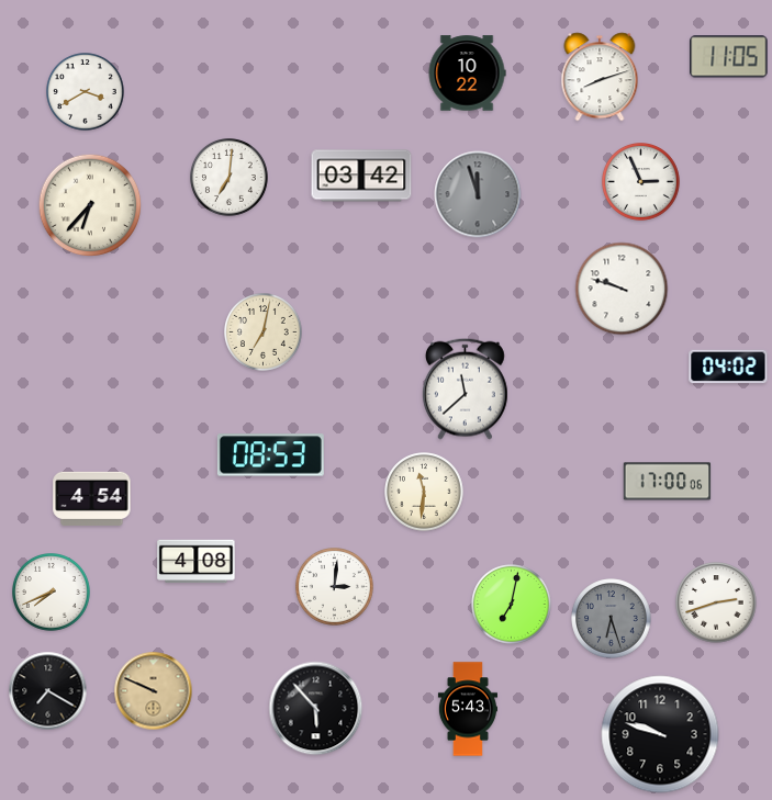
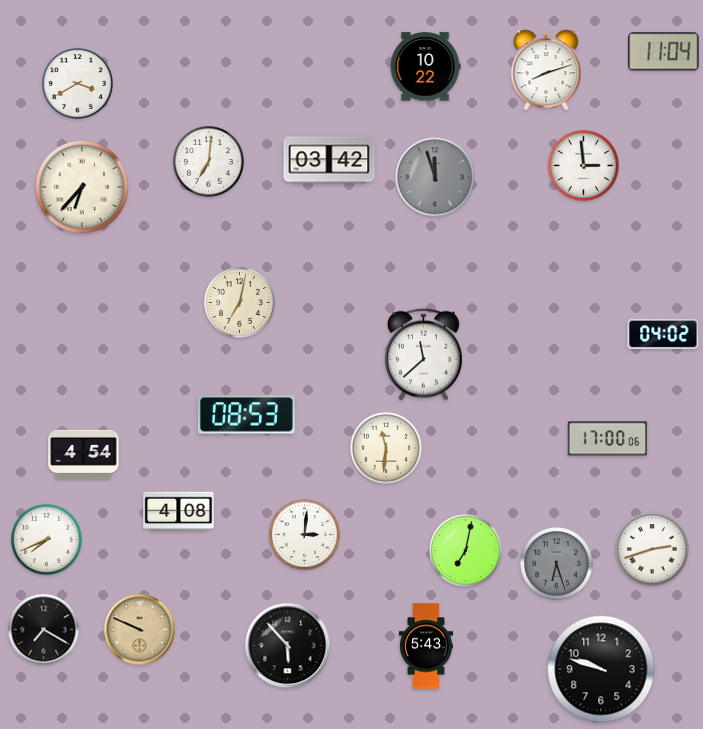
clock at (729, 57): 11:05 -> 11:04
clock at (641, 182): 2:56 -> 2:59
clock at (622, 289): 9:48 -> none
